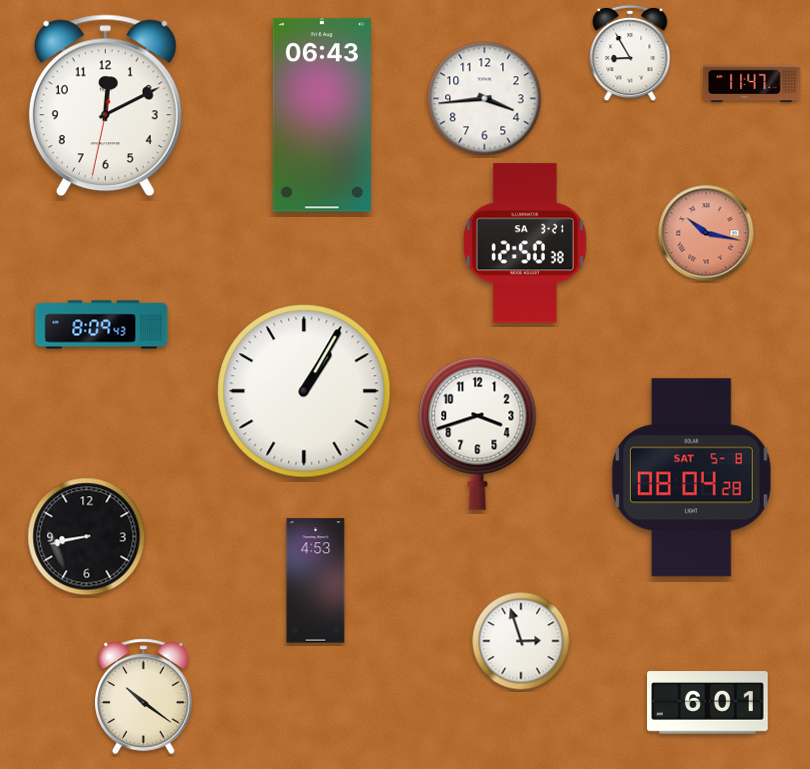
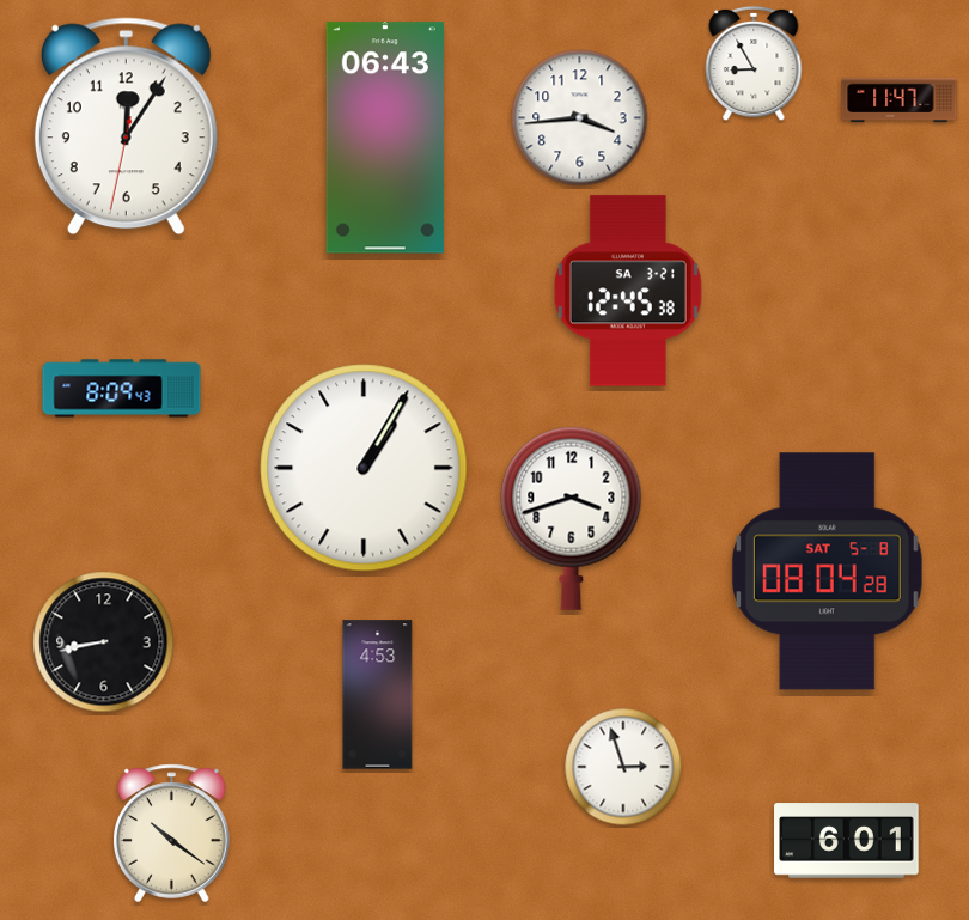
clock at (105, 106): 12:10 -> 12:05
clock at (706, 233): 10:17 -> none
clock at (525, 243): 12:50 -> 12:45
